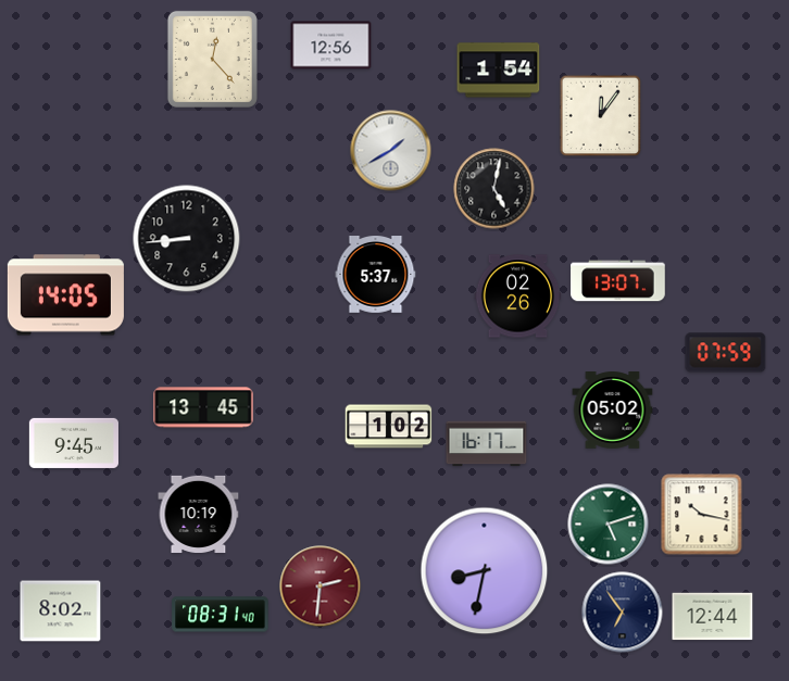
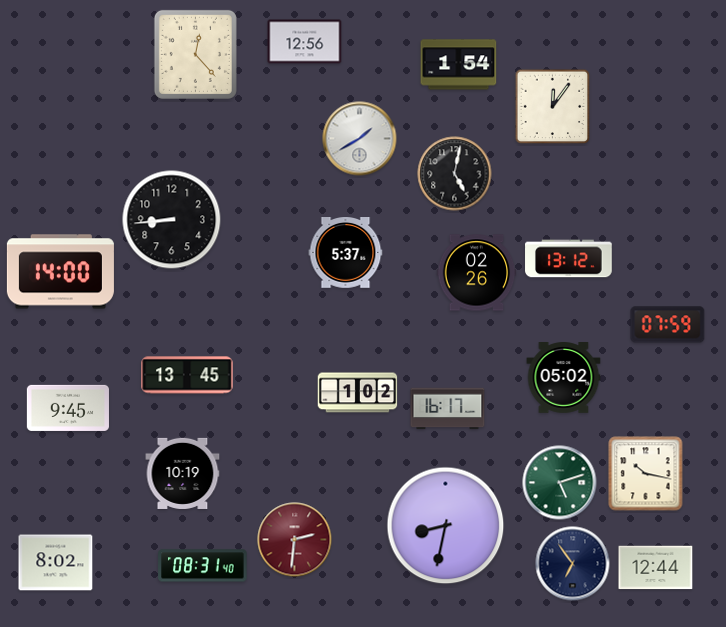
clock at (618, 281): 13:07 -> 13:12
clock at (65, 295): 14:05 -> 14:00
